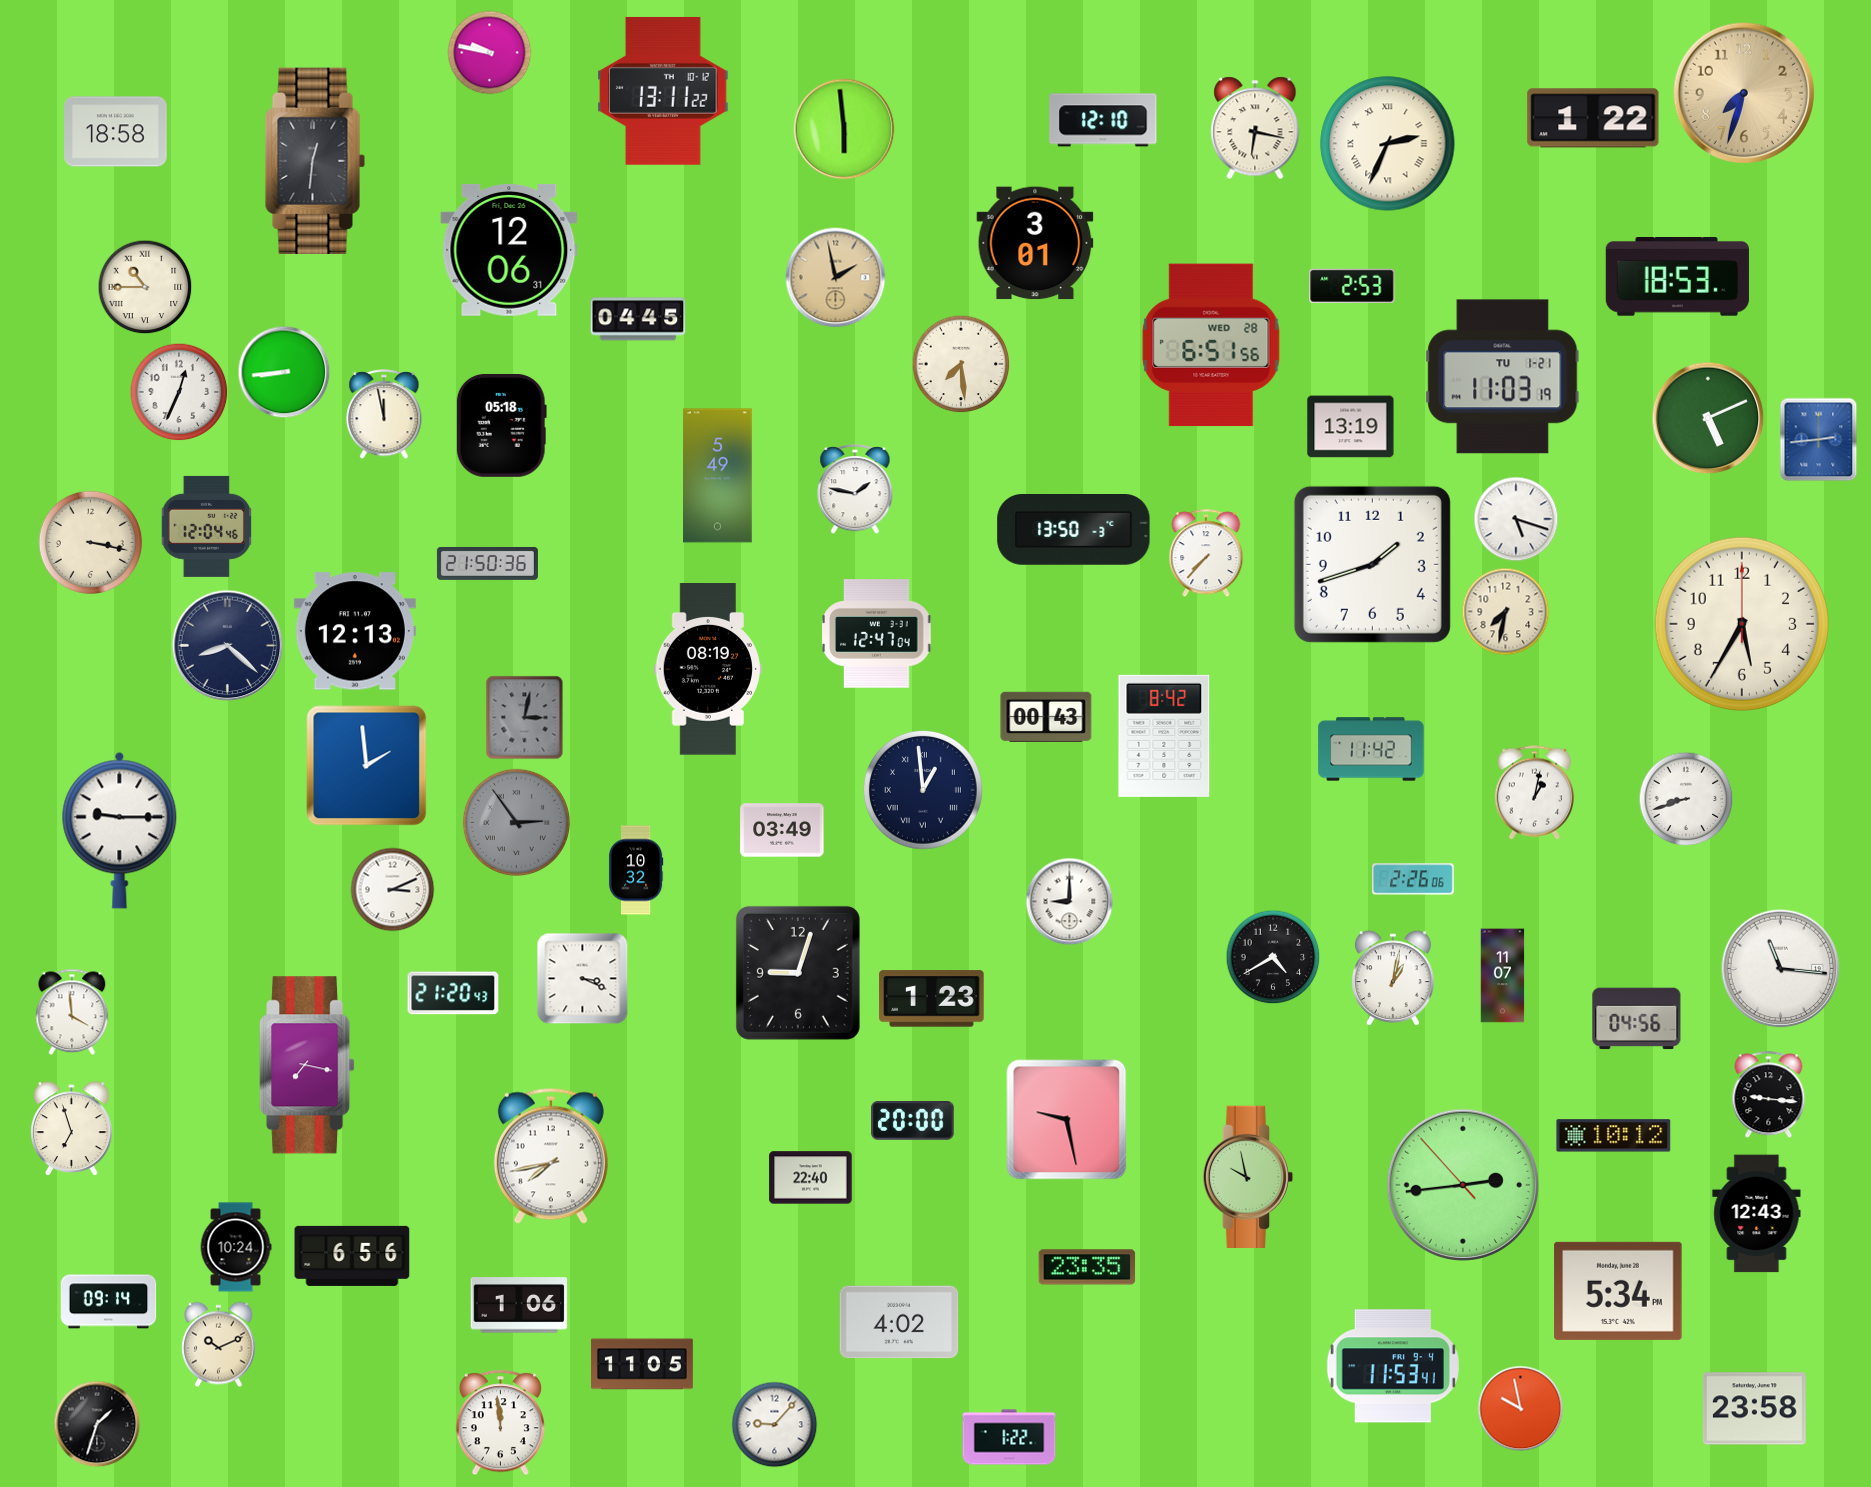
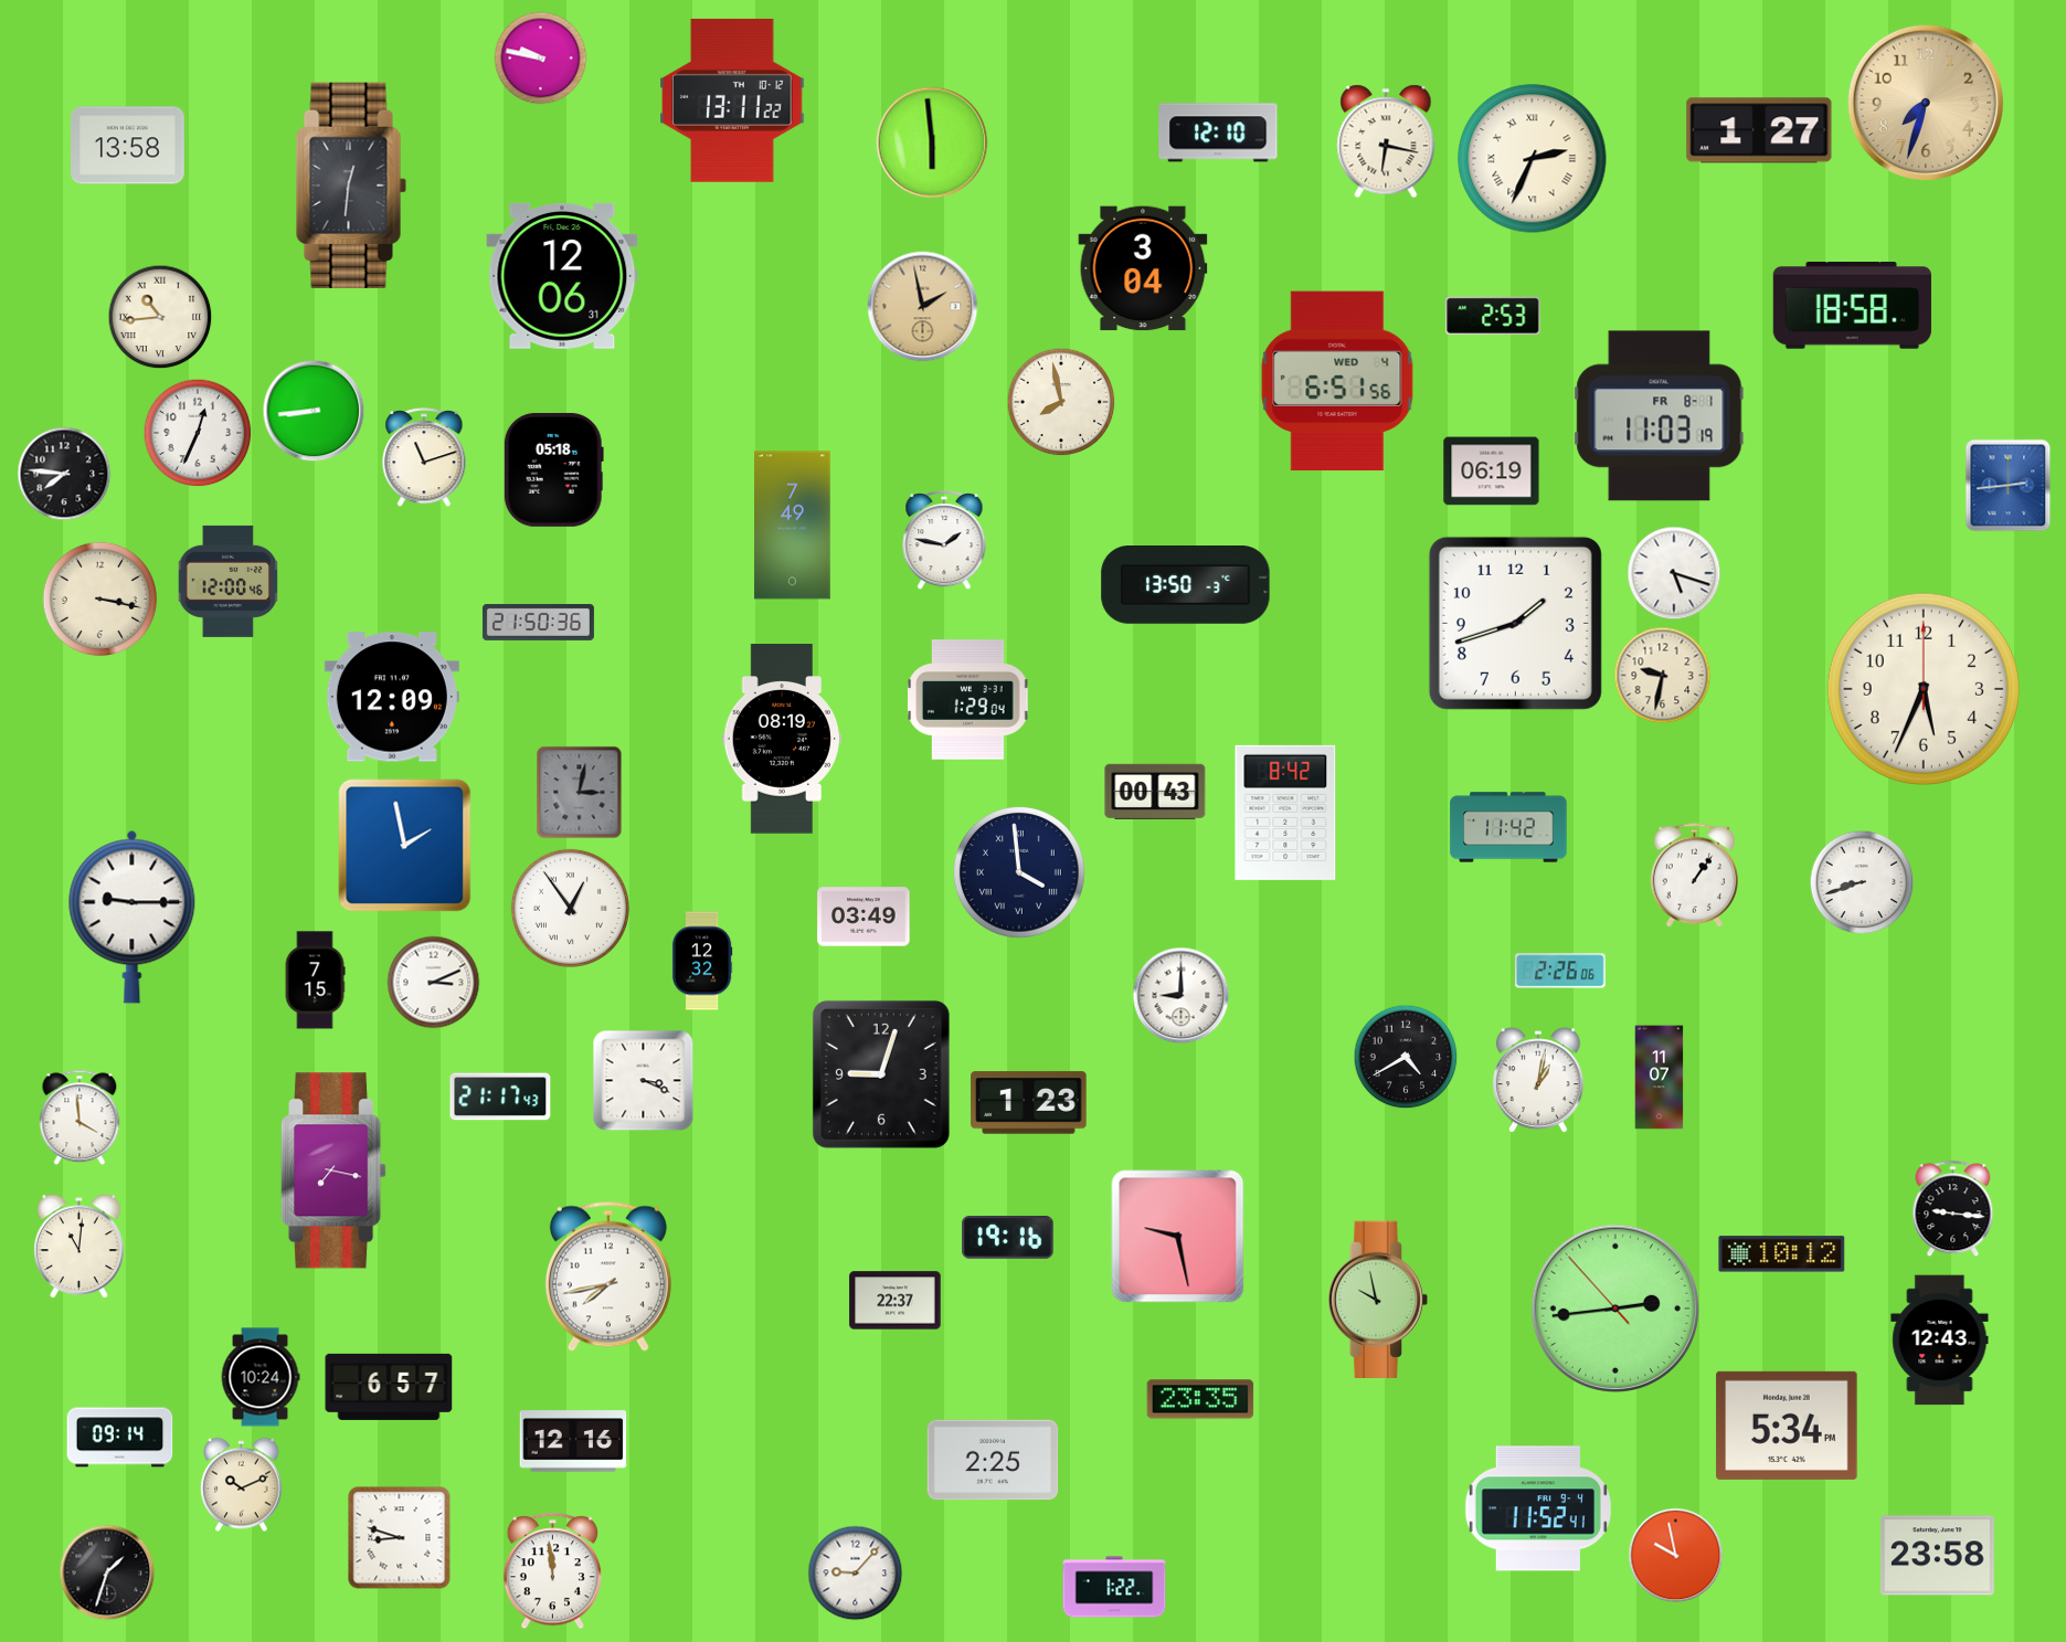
clock at (1593, 118): 1:22 -> 1:27
clock at (116, 132): 18:58 -> 13:58
clock at (315, 161) position: (315, 161) -> (351, 186)
clock at (1035, 243): 3:01 -> 3:04
clock at (1677, 277): 18:53 -> 18:58
clock at (145, 287): 10:45 -> 10:44
clock at (638, 319): 04:45 -> none
clock at (1211, 345) date: WED 28 -> WED 4
clock at (961, 364): 7:29 -> 7:58
clock at (1503, 377) date: TU 1-21 -> FR 8-1
clock at (384, 415): 11:58 -> 11:12
clock at (1708, 418): 5:11 -> none
clock at (1351, 427): 13:19 -> 06:19
clock at (64, 474): none -> 7:46
clock at (718, 476): 5:49 -> 7:49
clock at (206, 526): 12:04 -> 12:00
clock at (1206, 554): 7:37 -> none
clock at (1506, 612): 7:32 -> 9:32
clock at (1742, 624): 5:35 -> 5:34
clock at (355, 631): 12:13 -> 12:09
clock at (877, 634): 12:47 -> 1:29
clock at (228, 646): 8:22 -> none
clock at (1371, 749) position: (1371, 749) -> (1508, 827)
clock at (367, 766): 1:59 -> 1:58
clock at (924, 790): 12:59 -> 3:59
clock at (1534, 793): 1:02 -> 1:06
clock at (516, 822): 2:54 -> 12:54
clock at (516, 822) dial: grey -> white
clock at (636, 870): 10:32 -> 12:32
clock at (315, 981): none -> 7:15
clock at (1781, 969): 11:16 -> none
clock at (453, 993): 21:20 -> 21:17
clock at (1637, 1019): 04:56 -> none
clock at (307, 1065) position: (307, 1065) -> (333, 1170)
clock at (913, 1121): 20:00 -> 19:16
clock at (72, 1128): 6:57 -> 11:01
clock at (811, 1178): 22:40 -> 22:37
clock at (352, 1256): 6:56 -> 6:57
clock at (519, 1305): 1:06 -> 12:16
clock at (899, 1322): 4:02 -> 2:25
clock at (642, 1364): 11:05 -> none
clock at (1393, 1366): 11:53 -> 11:52
clock at (400, 1538): none -> 8:48
clock at (1521, 1409) position: (1521, 1409) -> (1676, 1556)
